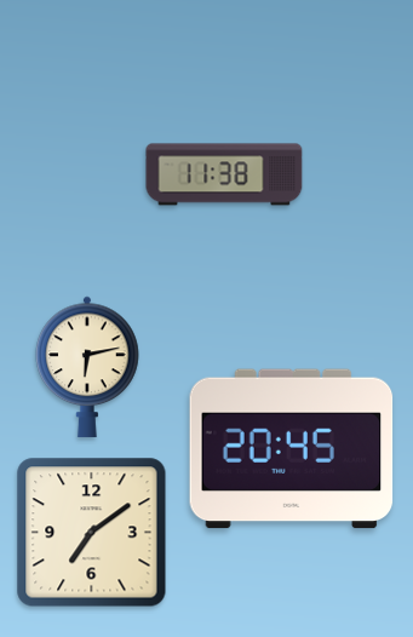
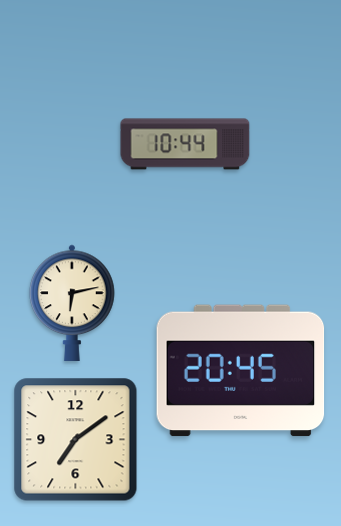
clock at (224, 174): 11:38 -> 10:44
